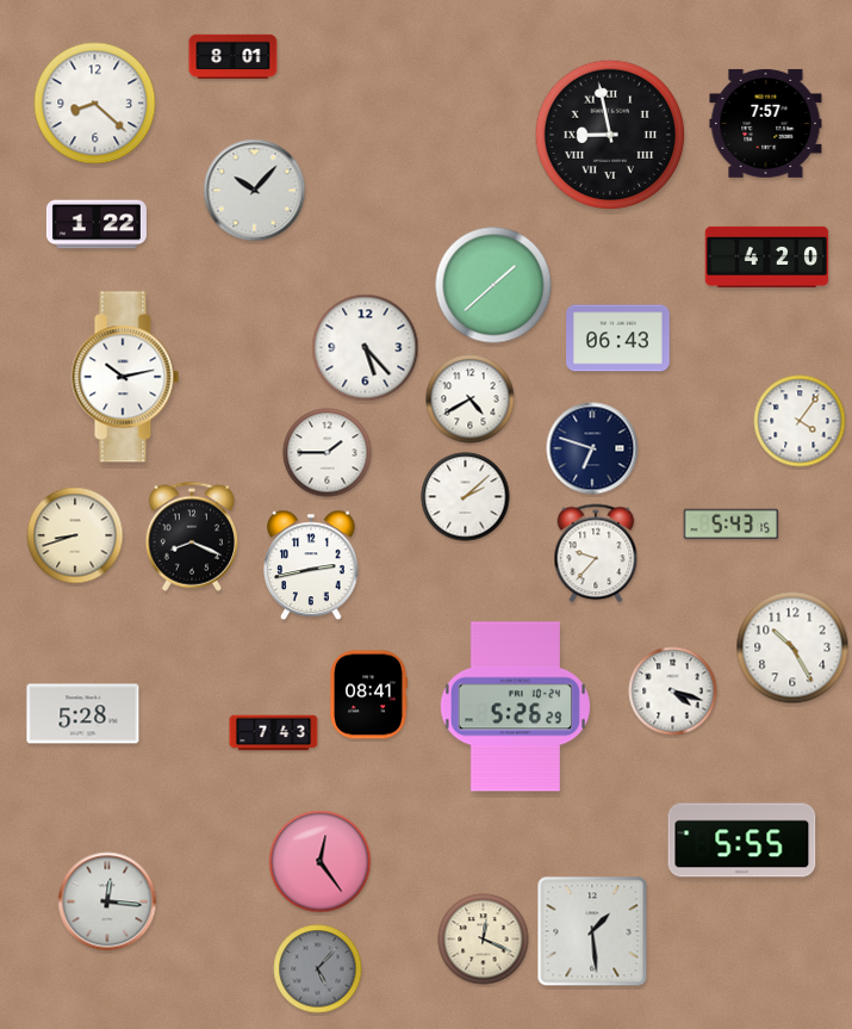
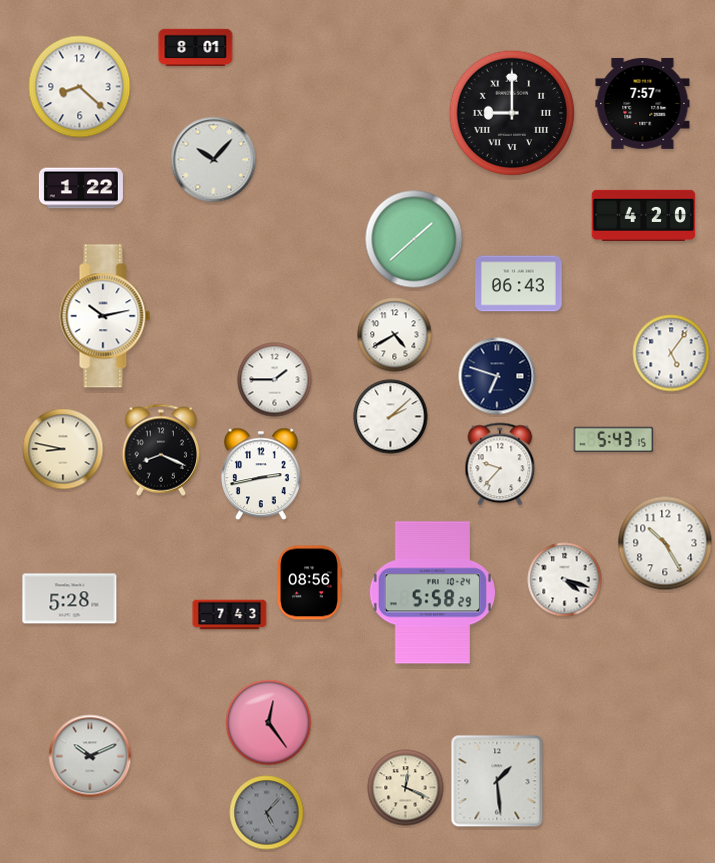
clock at (610, 135): 8:58 -> 9:00
clock at (366, 348): 5:23 -> none
clock at (800, 421): 4:06 -> 5:06
clock at (75, 535): 8:42 -> 8:47
clock at (368, 695): 08:41 -> 08:56
clock at (515, 707): 5:26 -> 5:58
clock at (742, 841): 5:55 -> none
clock at (107, 901): 12:16 -> 10:11
